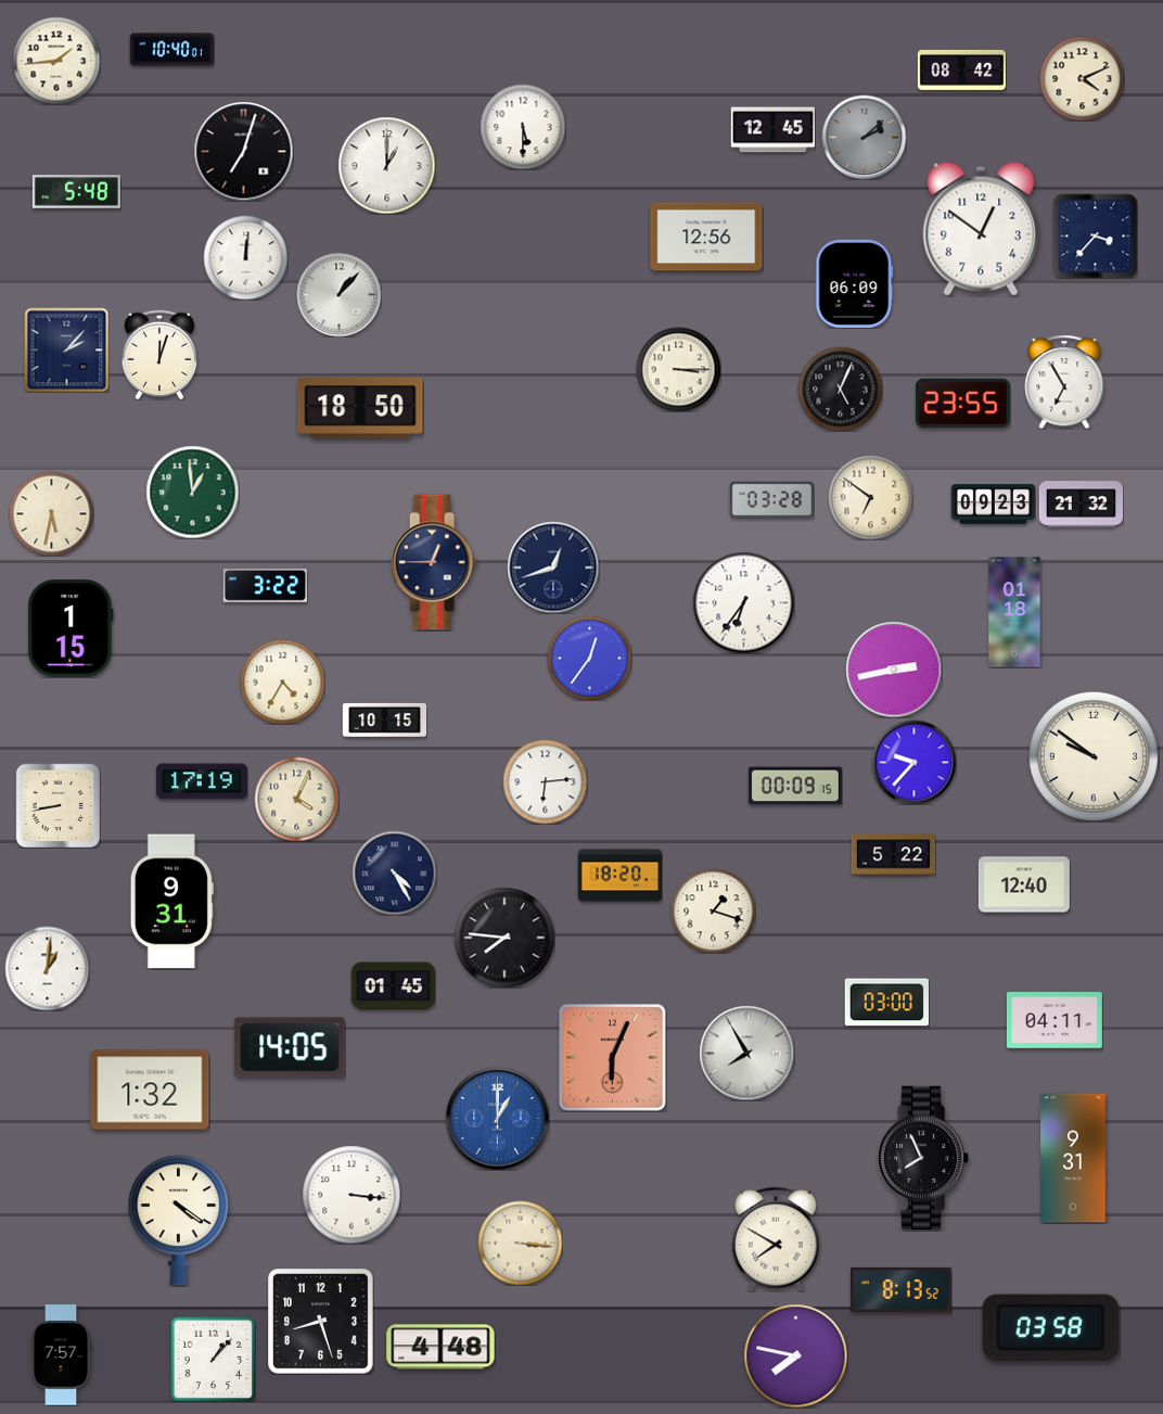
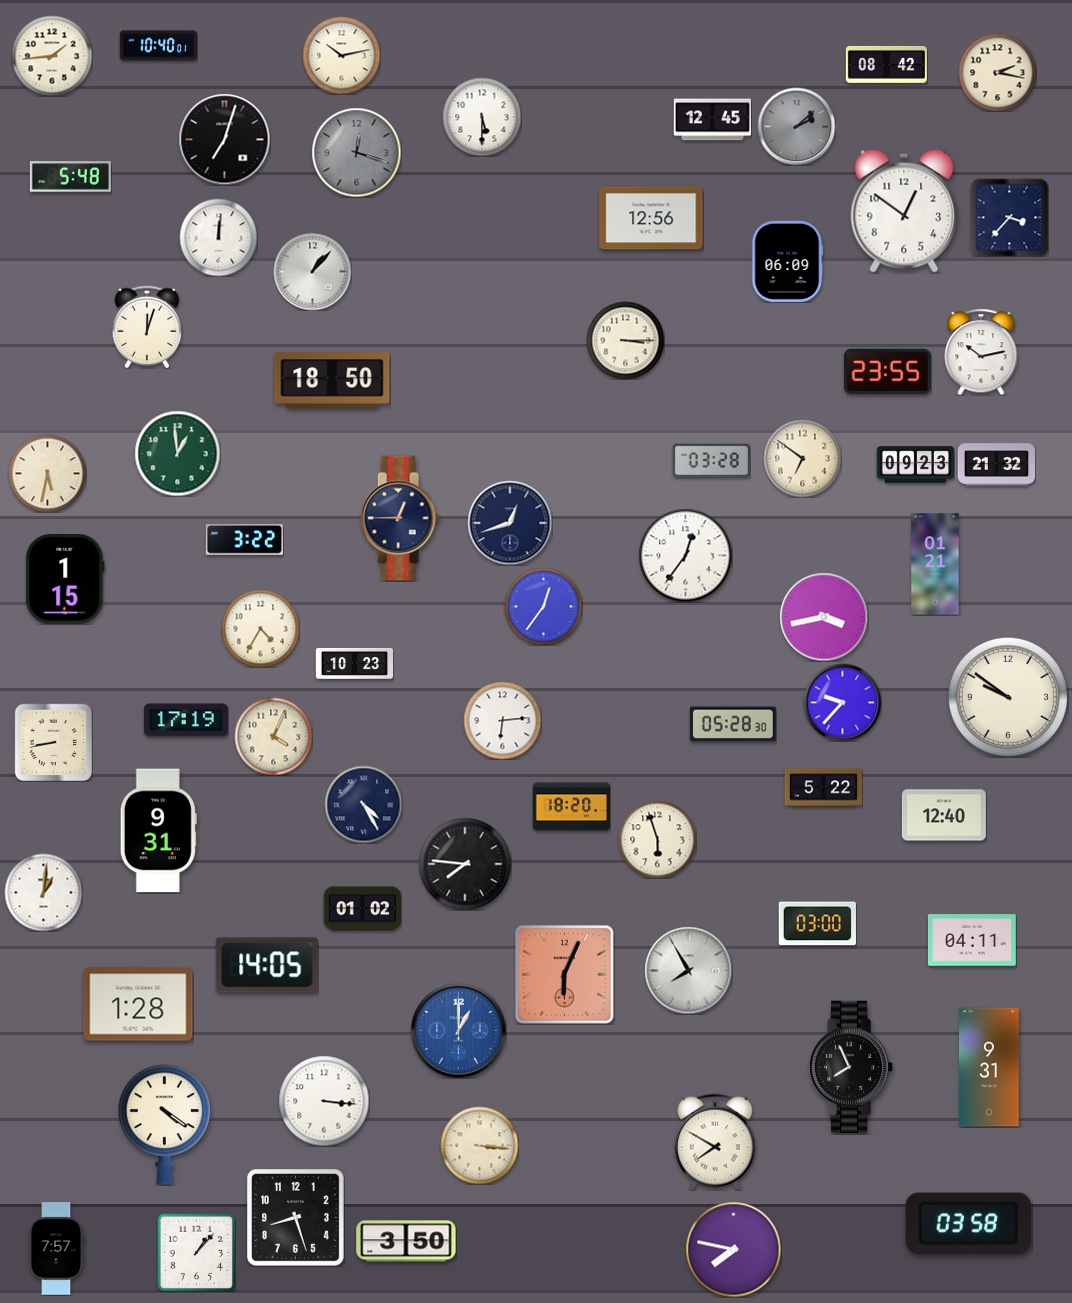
clock at (341, 55): none -> 10:13
clock at (1082, 78): 4:11 -> 2:17
clock at (386, 165): 1:00 -> 12:18
clock at (386, 165) dial: white -> grey
clock at (245, 257) position: (245, 257) -> (218, 237)
clock at (66, 349): 2:07 -> none
clock at (1064, 382): 6:55 -> 10:13
clock at (840, 388): 5:04 -> none
clock at (360, 408) position: (360, 408) -> (332, 380)
clock at (743, 602): 6:36 -> 12:36
clock at (1014, 612): 01:18 -> 01:21
clock at (894, 670): 2:43 -> 3:43
clock at (384, 719): 10:15 -> 10:23
clock at (795, 786): 00:09 -> 05:28
clock at (713, 910): 1:18 -> 5:57
clock at (393, 986): 01:45 -> 01:02
clock at (150, 1090): 1:32 -> 1:28
clock at (902, 1289): 8:13 -> none
clock at (440, 1347): 4:48 -> 3:50
